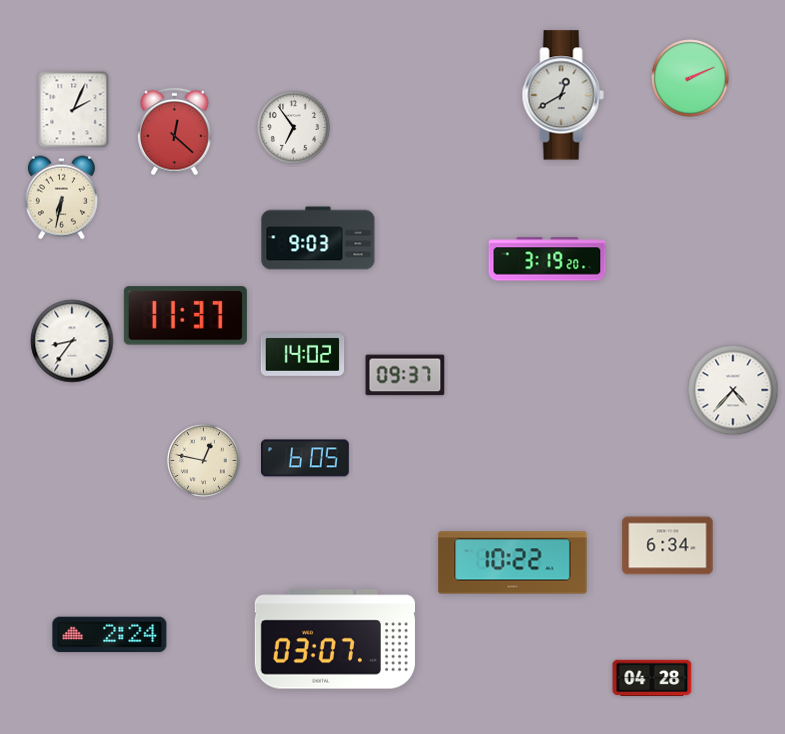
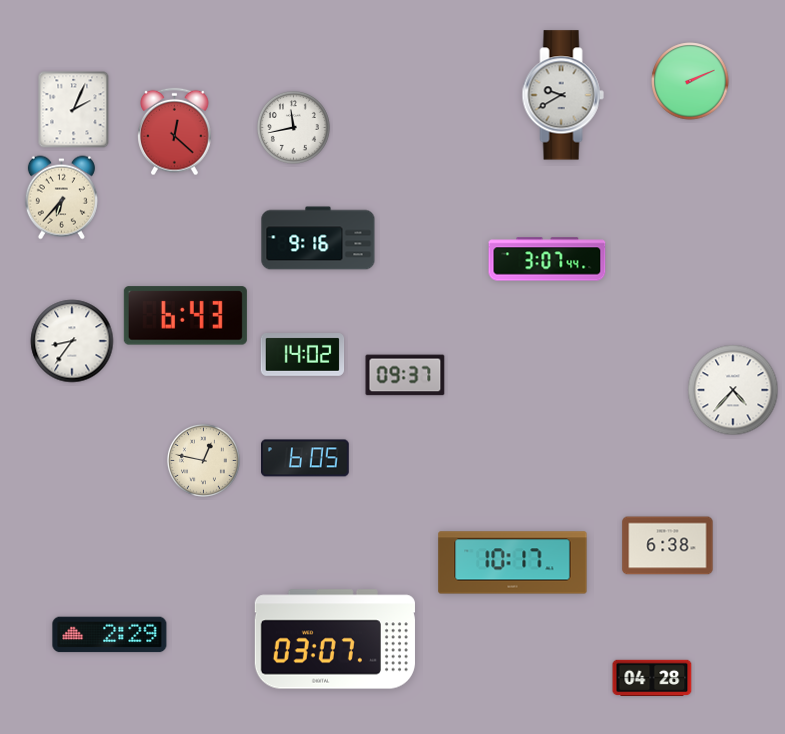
clock at (690, 78) position: (690, 78) -> (690, 81)
clock at (563, 95): 12:40 -> 9:40
clock at (293, 127): 6:54 -> 11:43
clock at (61, 198): 6:32 -> 6:37
clock at (318, 238): 9:03 -> 9:16
clock at (547, 259): 3:19 -> 3:07
clock at (185, 316): 11:37 -> 6:43
clock at (668, 546): 6:34 -> 6:38
clock at (513, 563): 10:22 -> 10:17
clock at (110, 635): 2:24 -> 2:29
